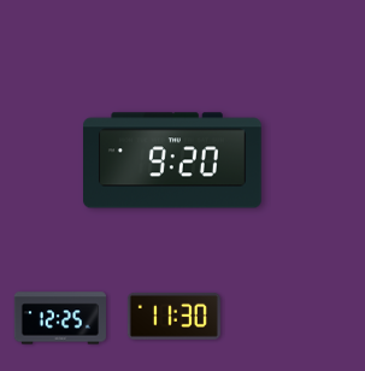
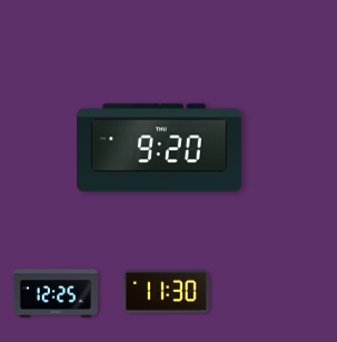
clock at (173, 316) position: (173, 316) -> (166, 291)
